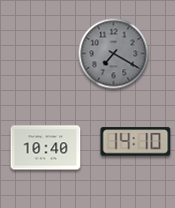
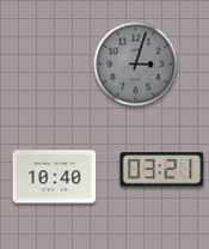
clock at (114, 54): 7:20 -> 3:03
clock at (136, 142): 14:10 -> 03:21
